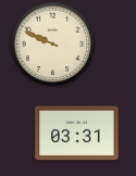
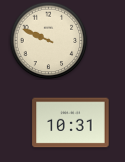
clock at (77, 134): 03:31 -> 10:31
